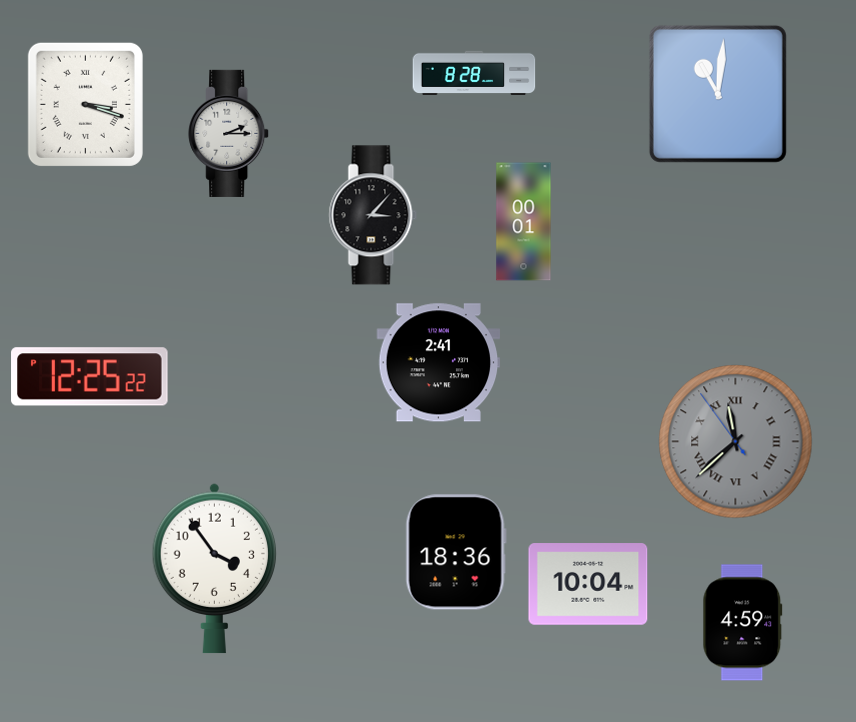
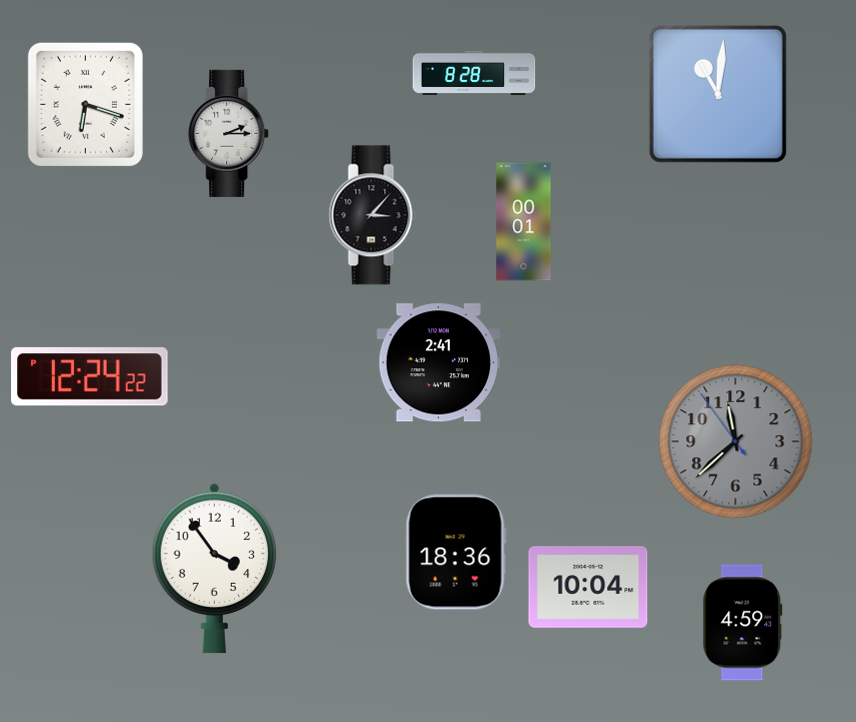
clock at (85, 104): 3:18 -> 6:18
clock at (90, 377): 12:25 -> 12:24
clock at (736, 442) numerals: Roman -> Arabic
clock at (588, 584) position: (588, 584) -> (588, 587)
